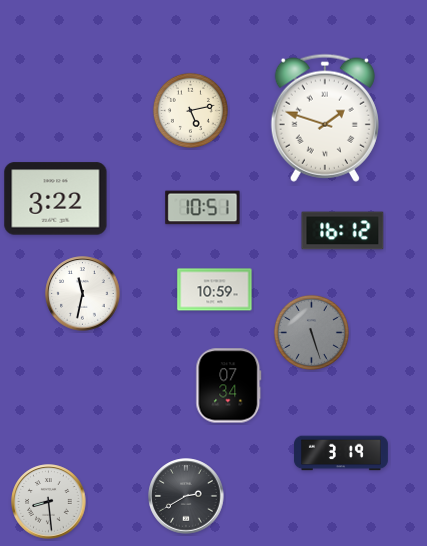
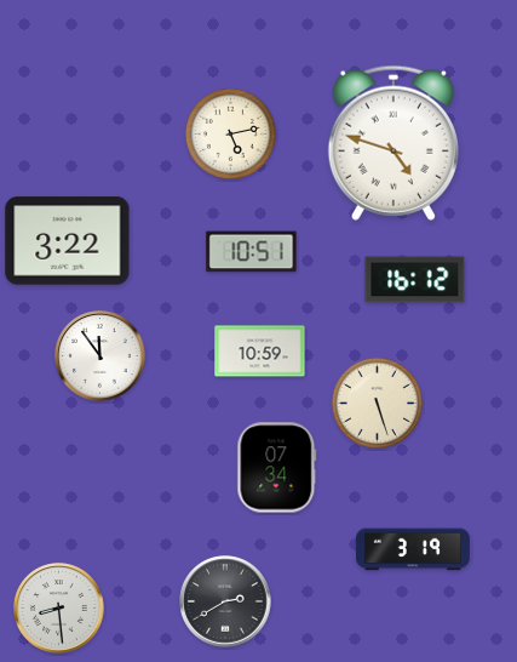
clock at (325, 118): 1:48 -> 4:48
clock at (203, 208) position: (203, 208) -> (252, 252)
clock at (83, 294): 11:32 -> 11:54
clock at (311, 332) dial: grey -> cream
